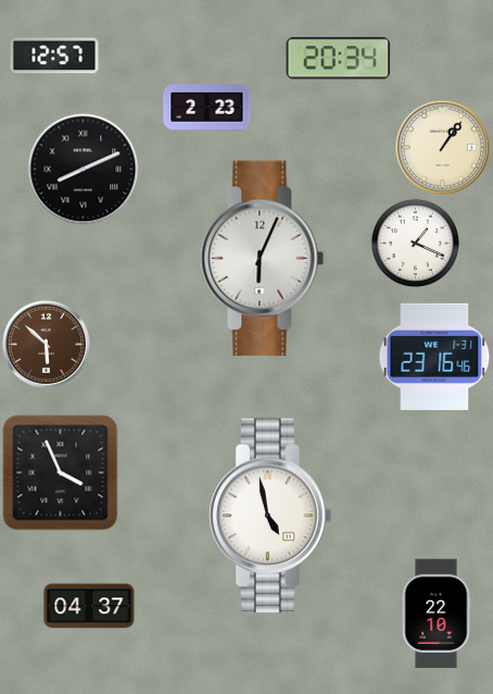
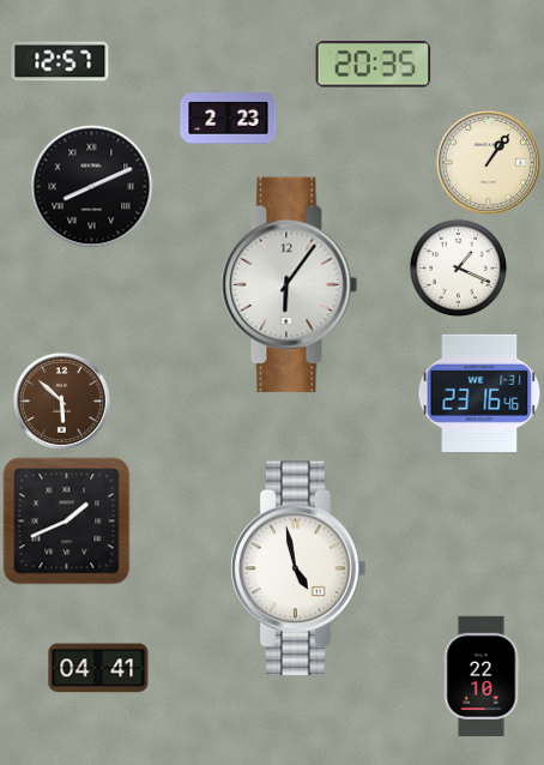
clock at (339, 59): 20:34 -> 20:35
clock at (263, 259): 6:04 -> 6:06
clock at (46, 344) position: (46, 344) -> (61, 400)
clock at (61, 473): 3:56 -> 1:41
clock at (89, 606): 04:37 -> 04:41
